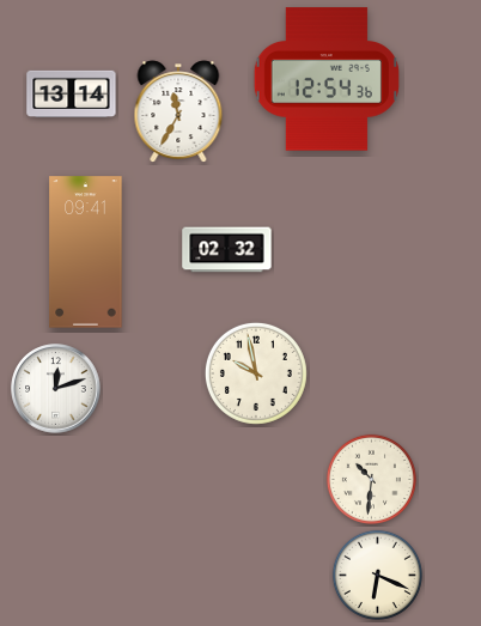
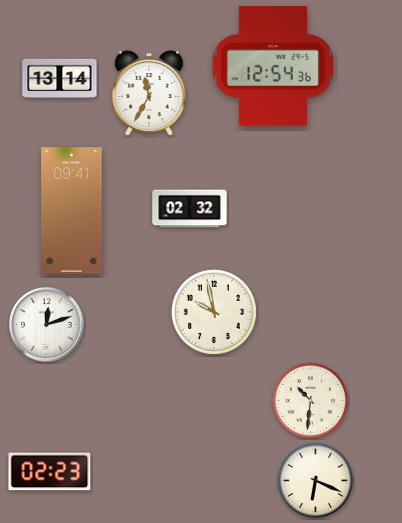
clock at (50, 472): none -> 02:23
